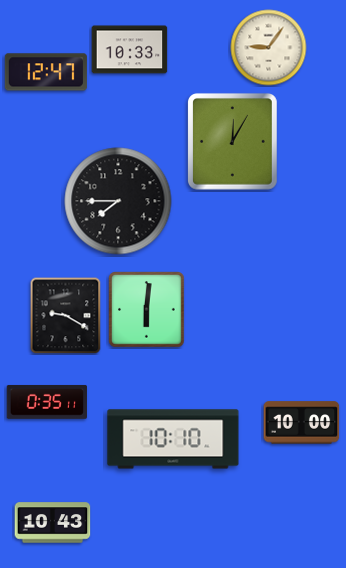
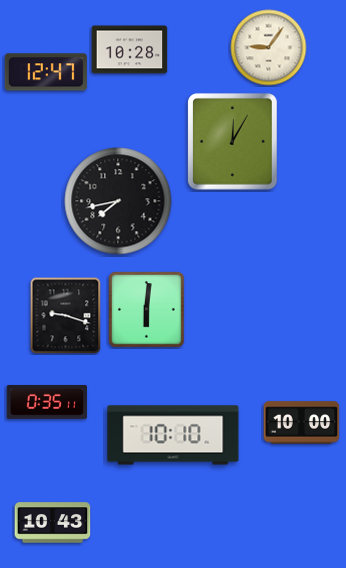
clock at (130, 50): 10:33 -> 10:28
clock at (118, 201): 7:45 -> 7:43
clock at (66, 316): 9:20 -> 9:18
clock at (173, 439) position: (173, 439) -> (173, 435)
